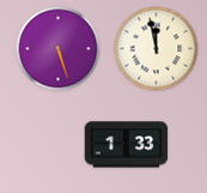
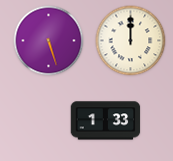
clock at (157, 49): 11:58 -> 12:00
